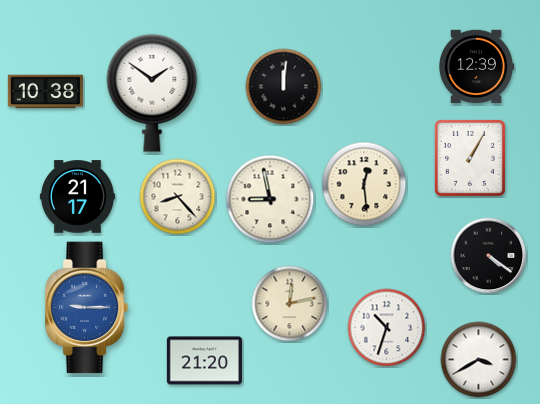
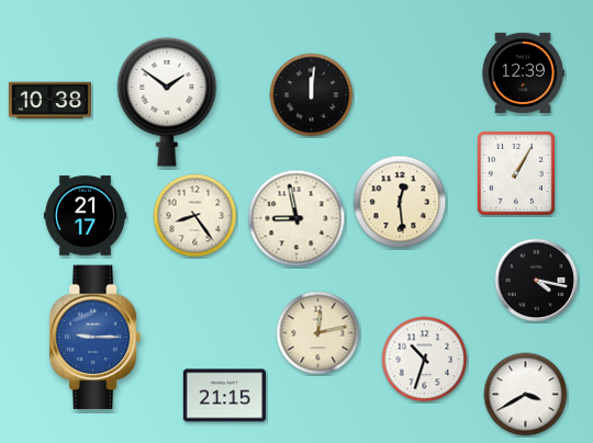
clock at (178, 197): 8:23 -> 8:24
clock at (489, 256): 4:21 -> 4:17
clock at (204, 361): 21:20 -> 21:15
